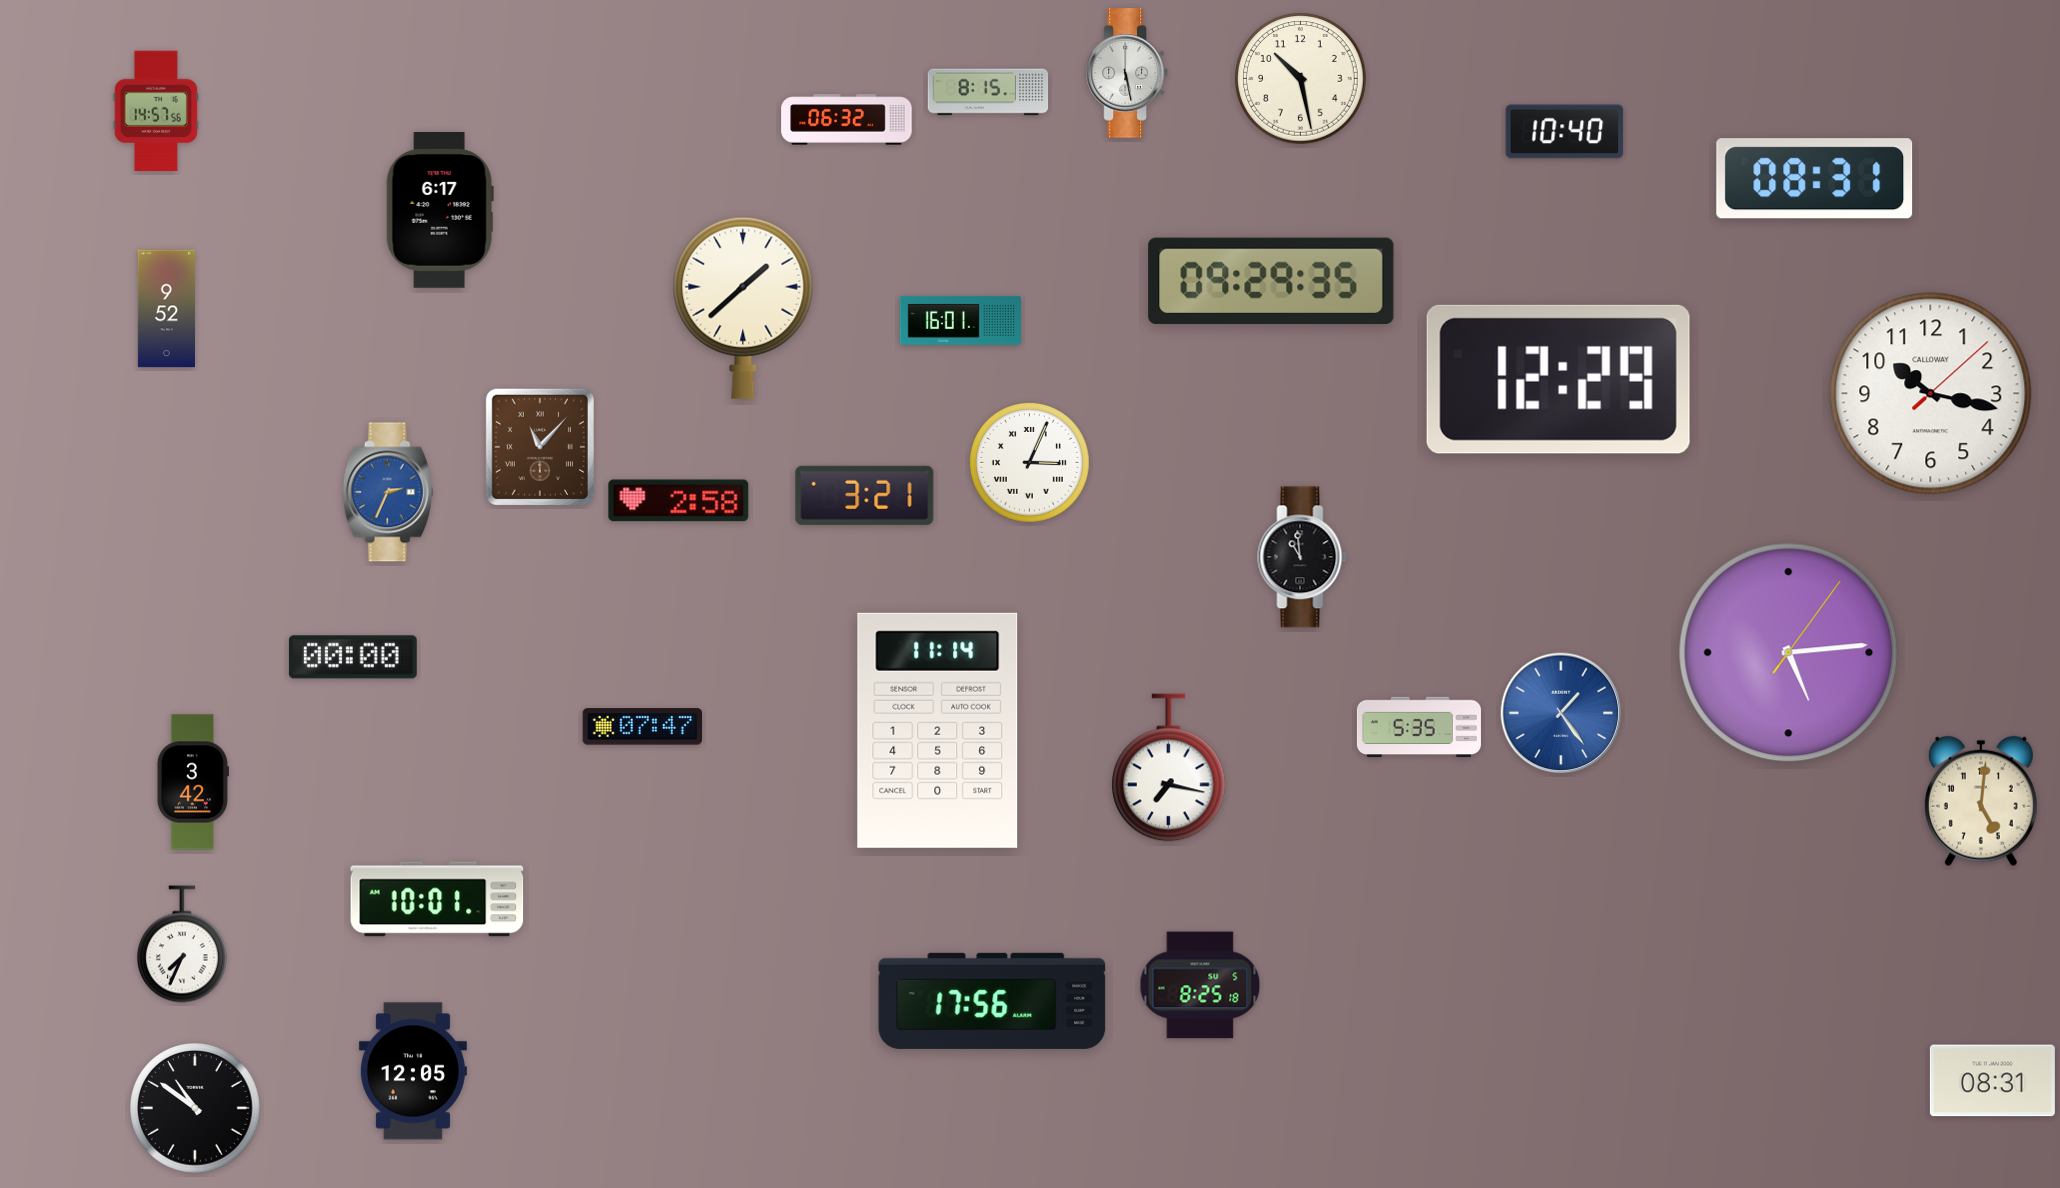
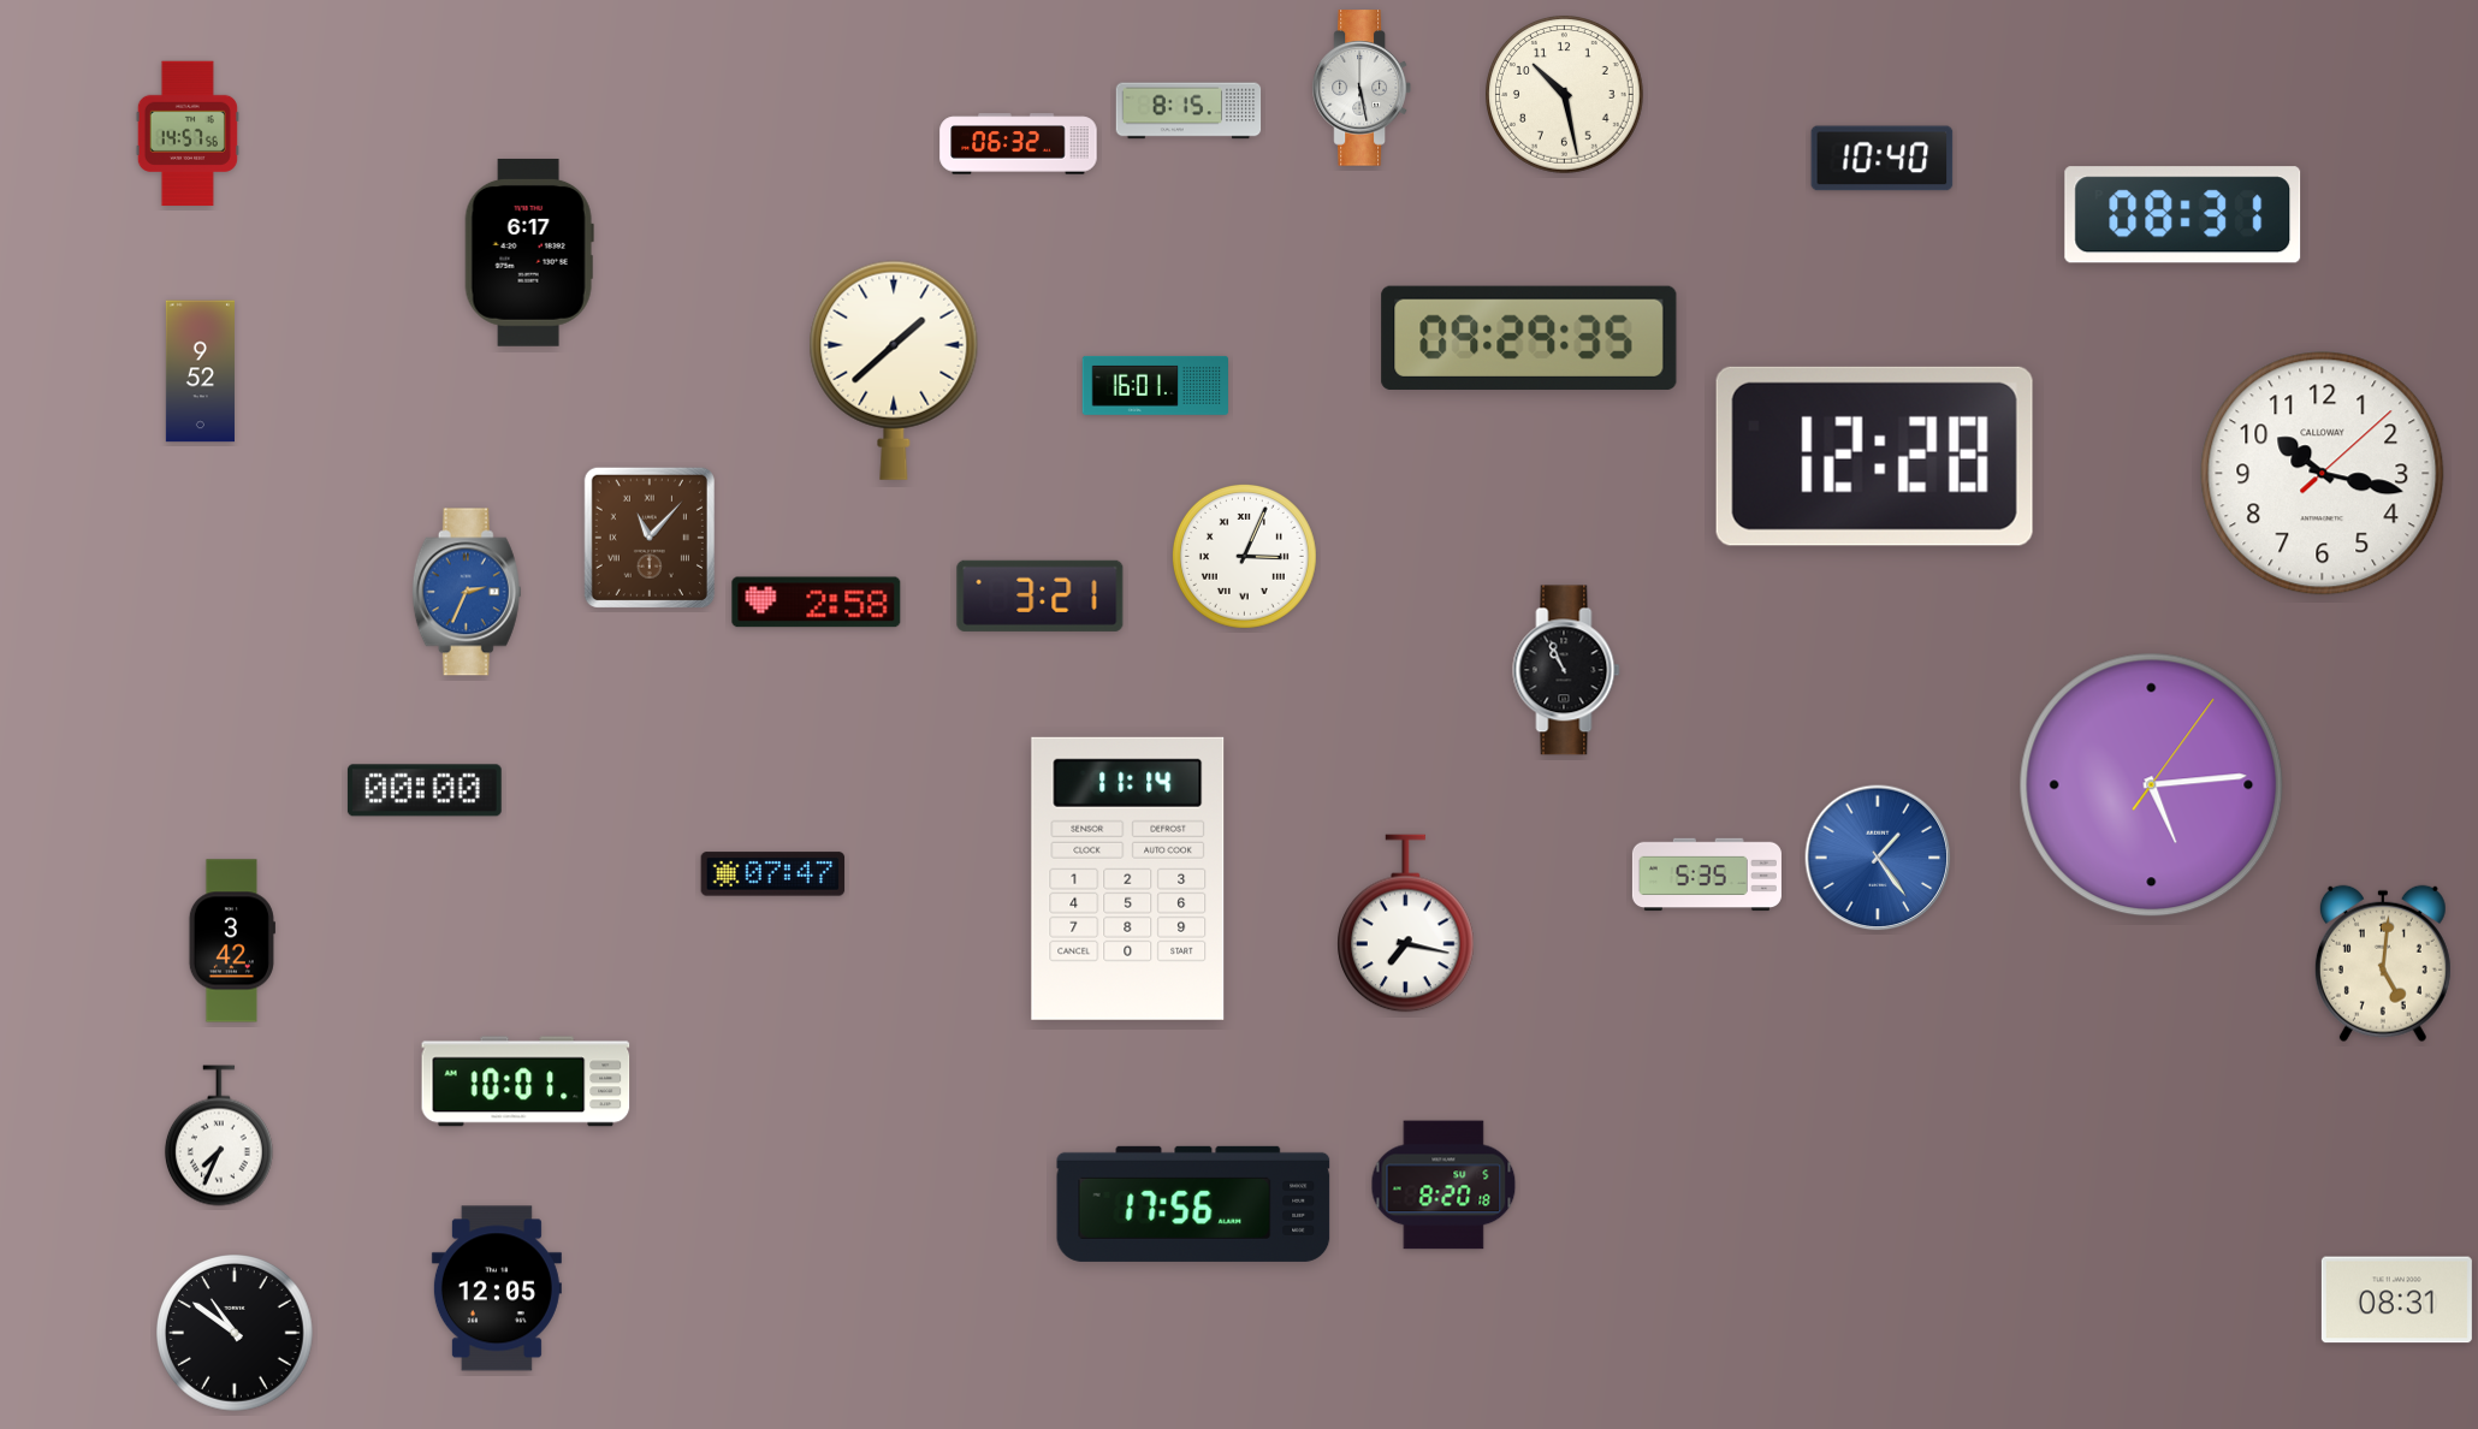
clock at (1127, 73) position: (1127, 73) -> (1362, 88)
clock at (1558, 379): 12:29 -> 12:28
clock at (1029, 462) position: (1029, 462) -> (1244, 556)
clock at (1302, 557): 10:59 -> 10:56
clock at (1200, 985): 8:25 -> 8:20
